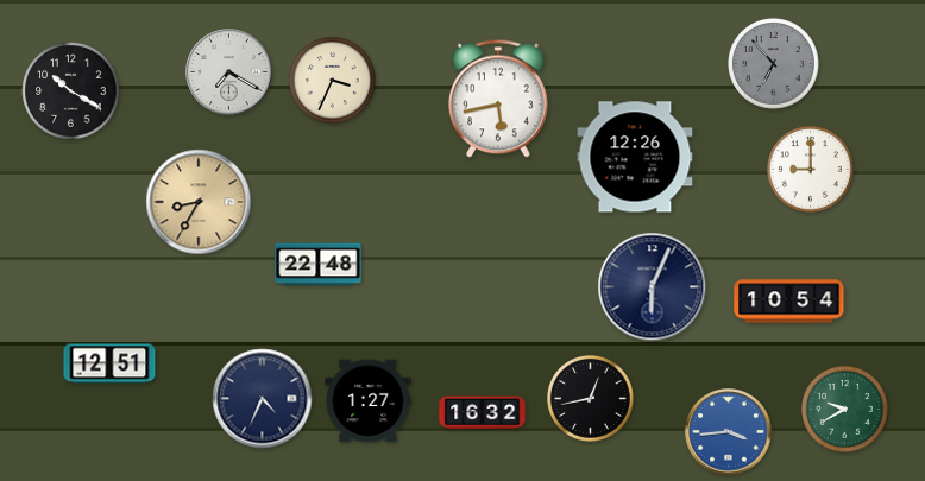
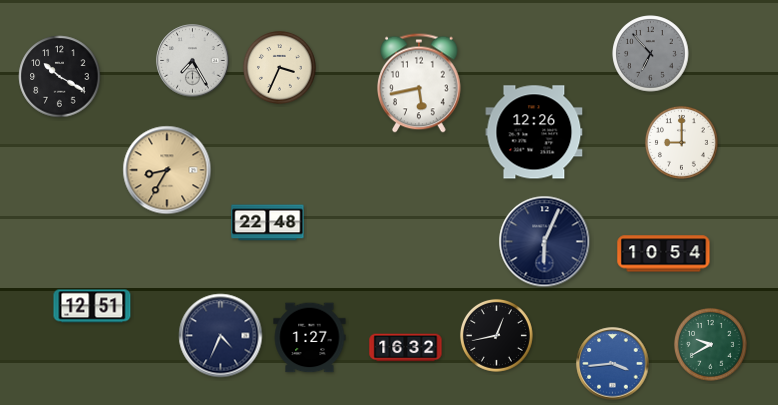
clock at (229, 72): 7:20 -> 7:25
clock at (653, 287) position: (653, 287) -> (545, 242)
